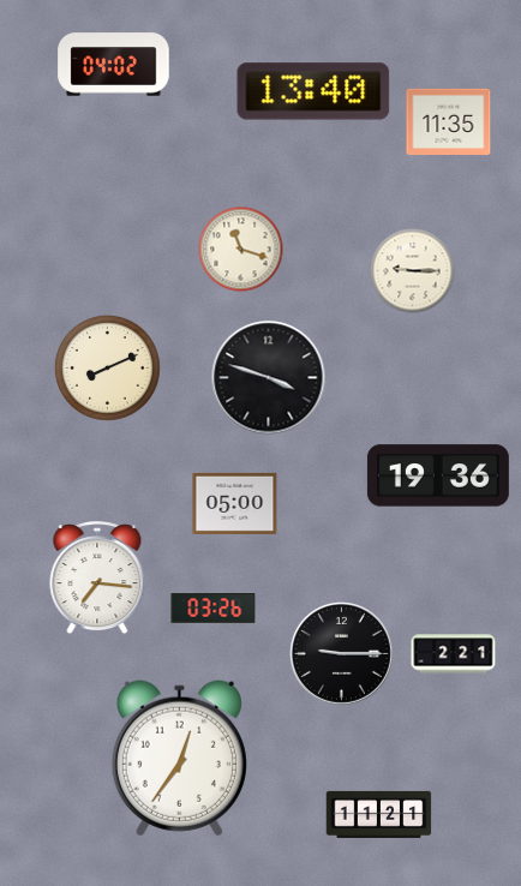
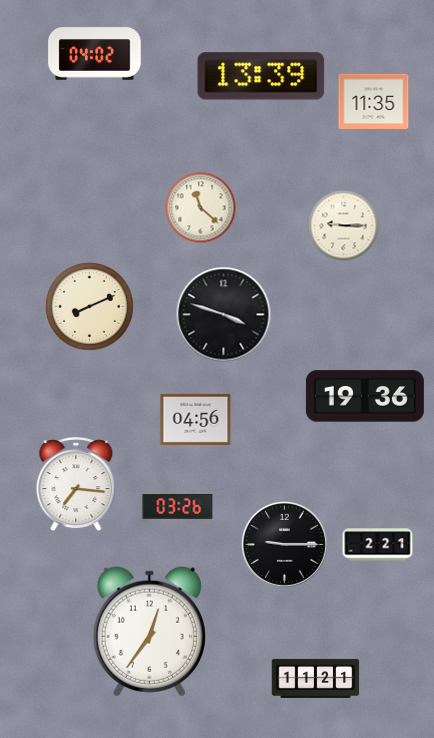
clock at (313, 91): 13:40 -> 13:39
clock at (241, 250): 11:18 -> 11:22
clock at (235, 503): 05:00 -> 04:56
clock at (97, 579) position: (97, 579) -> (76, 485)
